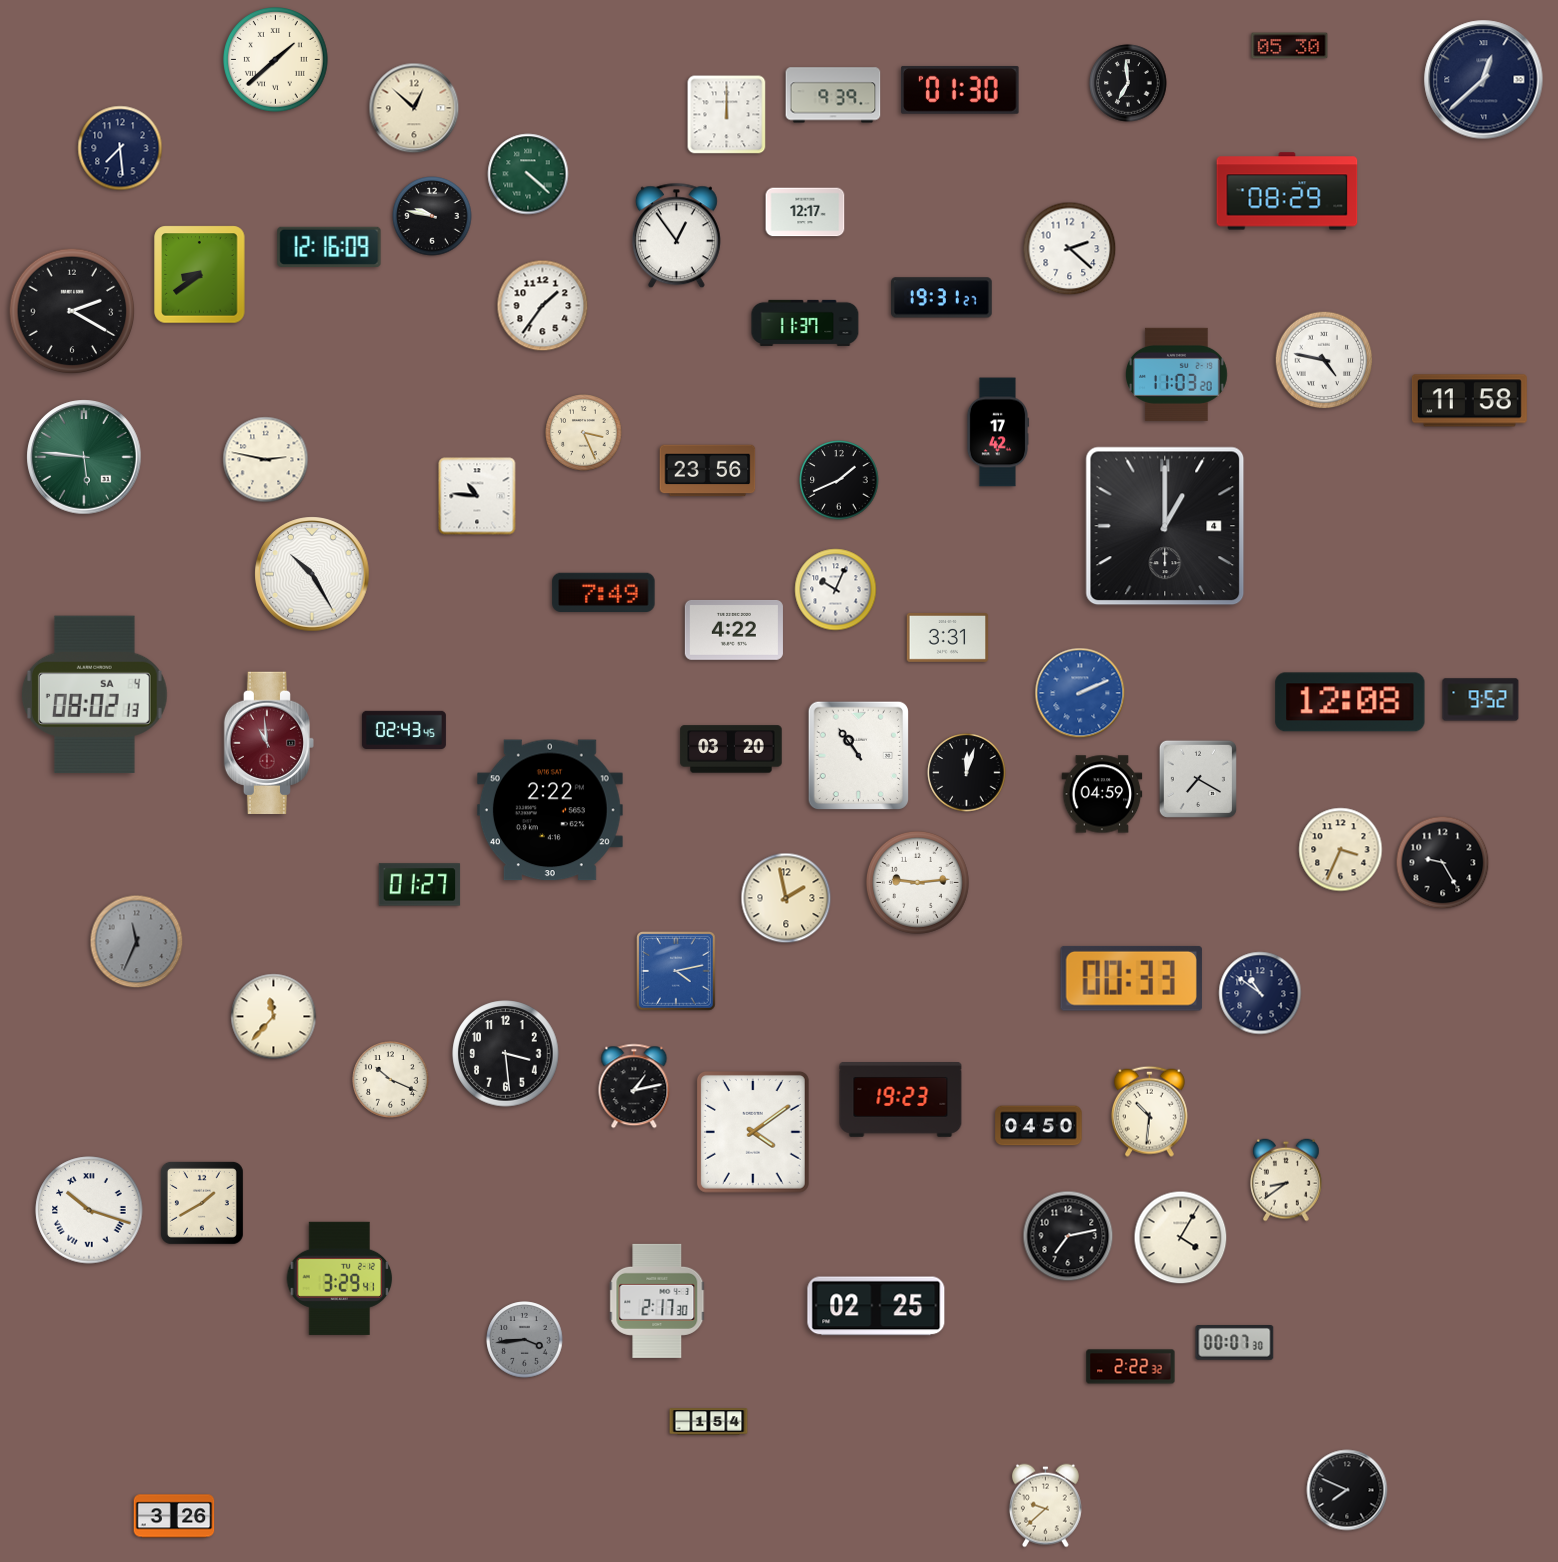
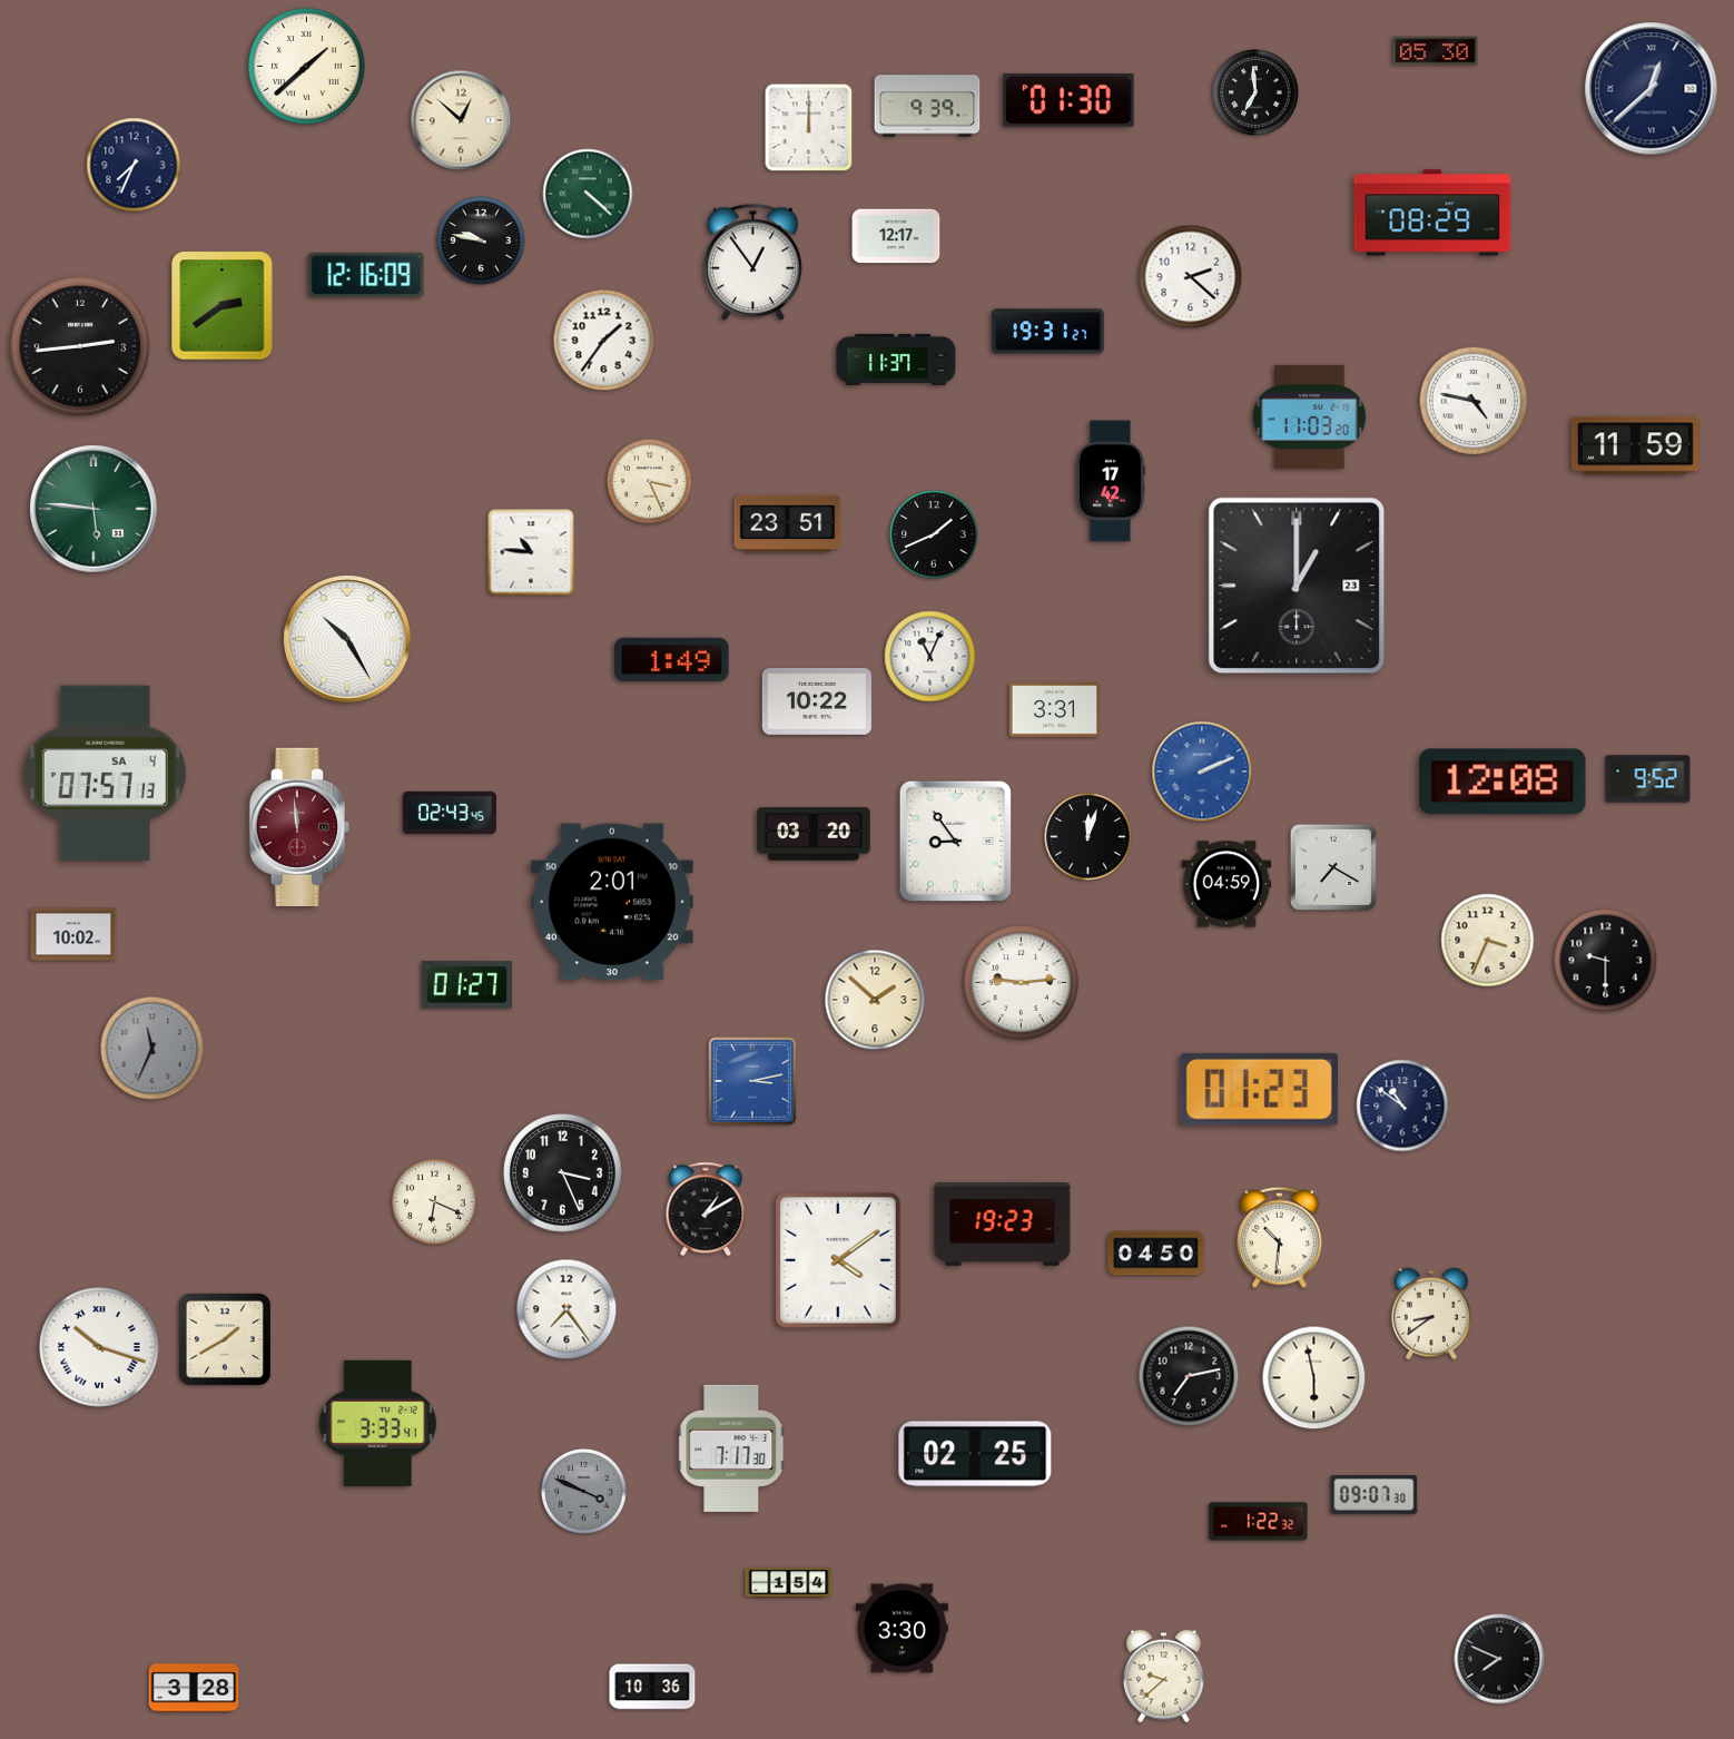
clock at (120, 148): 7:29 -> 7:34
clock at (200, 275): 8:39 -> 2:39
clock at (72, 311): 2:20 -> 2:44
clock at (1469, 401): 11:58 -> 11:59
clock at (266, 460): 2:47 -> none
clock at (708, 471): 23:56 -> 23:51
clock at (1165, 526) date: 4 -> 23
clock at (836, 590): 10:04 -> 11:04
clock at (604, 592): 7:49 -> 1:49
clock at (734, 630): 4:22 -> 10:22
clock at (94, 694): 08:02 -> 07:57
clock at (268, 742): 10:59 -> 11:59
clock at (858, 755): 10:54 -> 8:54
clock at (967, 773) position: (967, 773) -> (1088, 837)
clock at (550, 810): 2:22 -> 2:01
clock at (73, 934): none -> 10:02
clock at (1341, 850) position: (1341, 850) -> (1488, 941)
clock at (1443, 863): 9:25 -> 9:30
clock at (786, 898): 1:58 -> 1:52
clock at (677, 972): 4:13 -> 3:13
clock at (1131, 978): 00:33 -> 01:23
clock at (274, 1017): 11:37 -> none
clock at (506, 1054): 3:29 -> 3:26
clock at (391, 1080): 10:19 -> 6:19
clock at (634, 1086): 1:13 -> 1:10
clock at (566, 1309): none -> 7:24
clock at (1181, 1238): 4:05 -> 5:58
clock at (340, 1278): 3:29 -> 3:33
clock at (658, 1301): 2:17 -> 7:17
clock at (525, 1340): 3:44 -> 3:49
clock at (1235, 1343): 00:07 -> 09:07
clock at (1131, 1367): 2:22 -> 1:22
clock at (902, 1629): none -> 3:30
clock at (652, 1687): none -> 10:36
clock at (174, 1516): 3:26 -> 3:28
